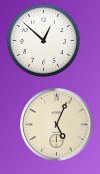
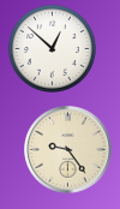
clock at (57, 125): 5:04 -> 9:24
